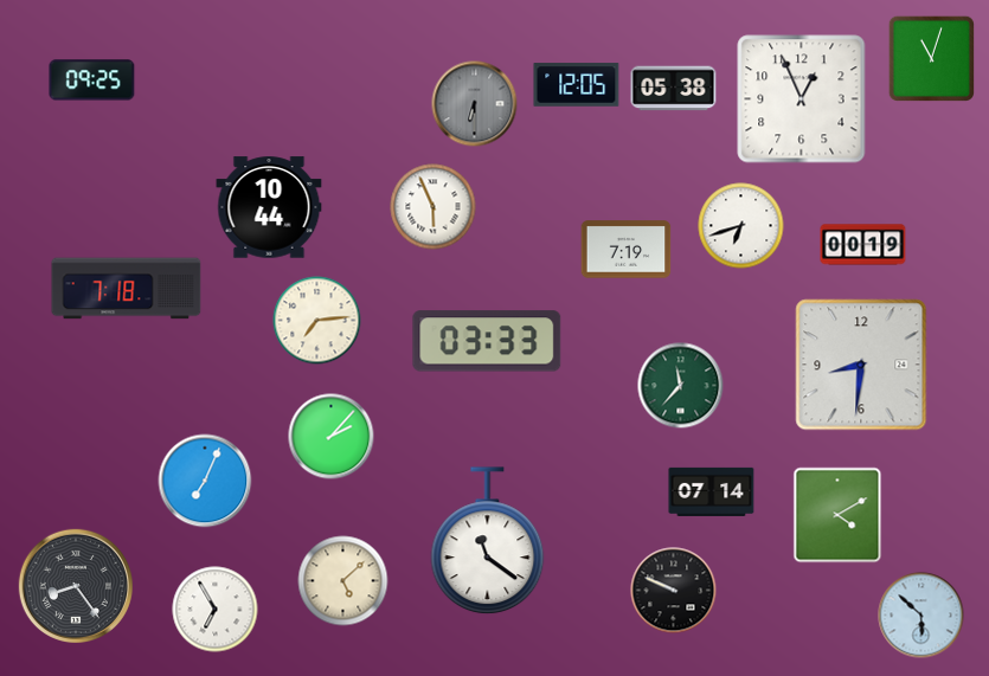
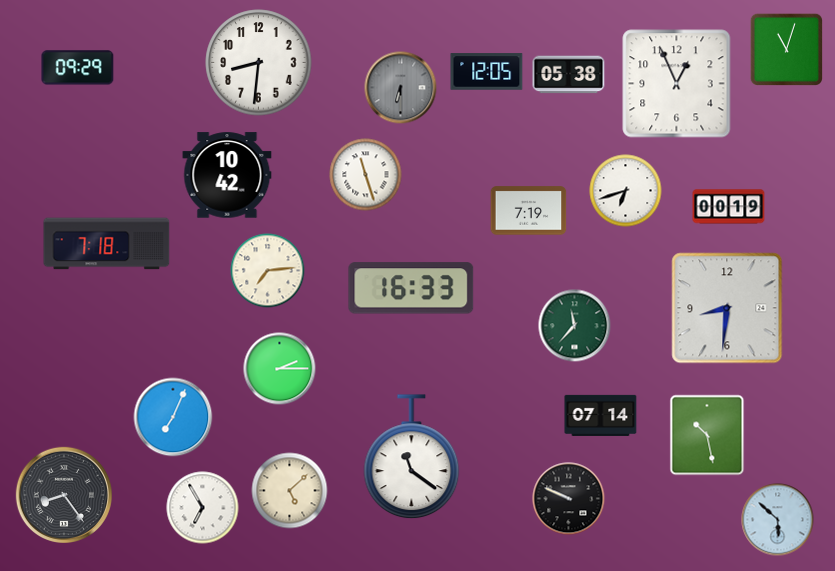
clock at (259, 63): none -> 8:31
clock at (92, 81): 09:25 -> 09:29
clock at (269, 207): 10:44 -> 10:42
clock at (434, 207): 5:56 -> 11:27
clock at (487, 341): 03:33 -> 16:33
clock at (332, 437): 2:07 -> 2:15
clock at (205, 481) position: (205, 481) -> (173, 417)
clock at (837, 515): 4:10 -> 10:28
clock at (216, 610) position: (216, 610) -> (203, 508)
